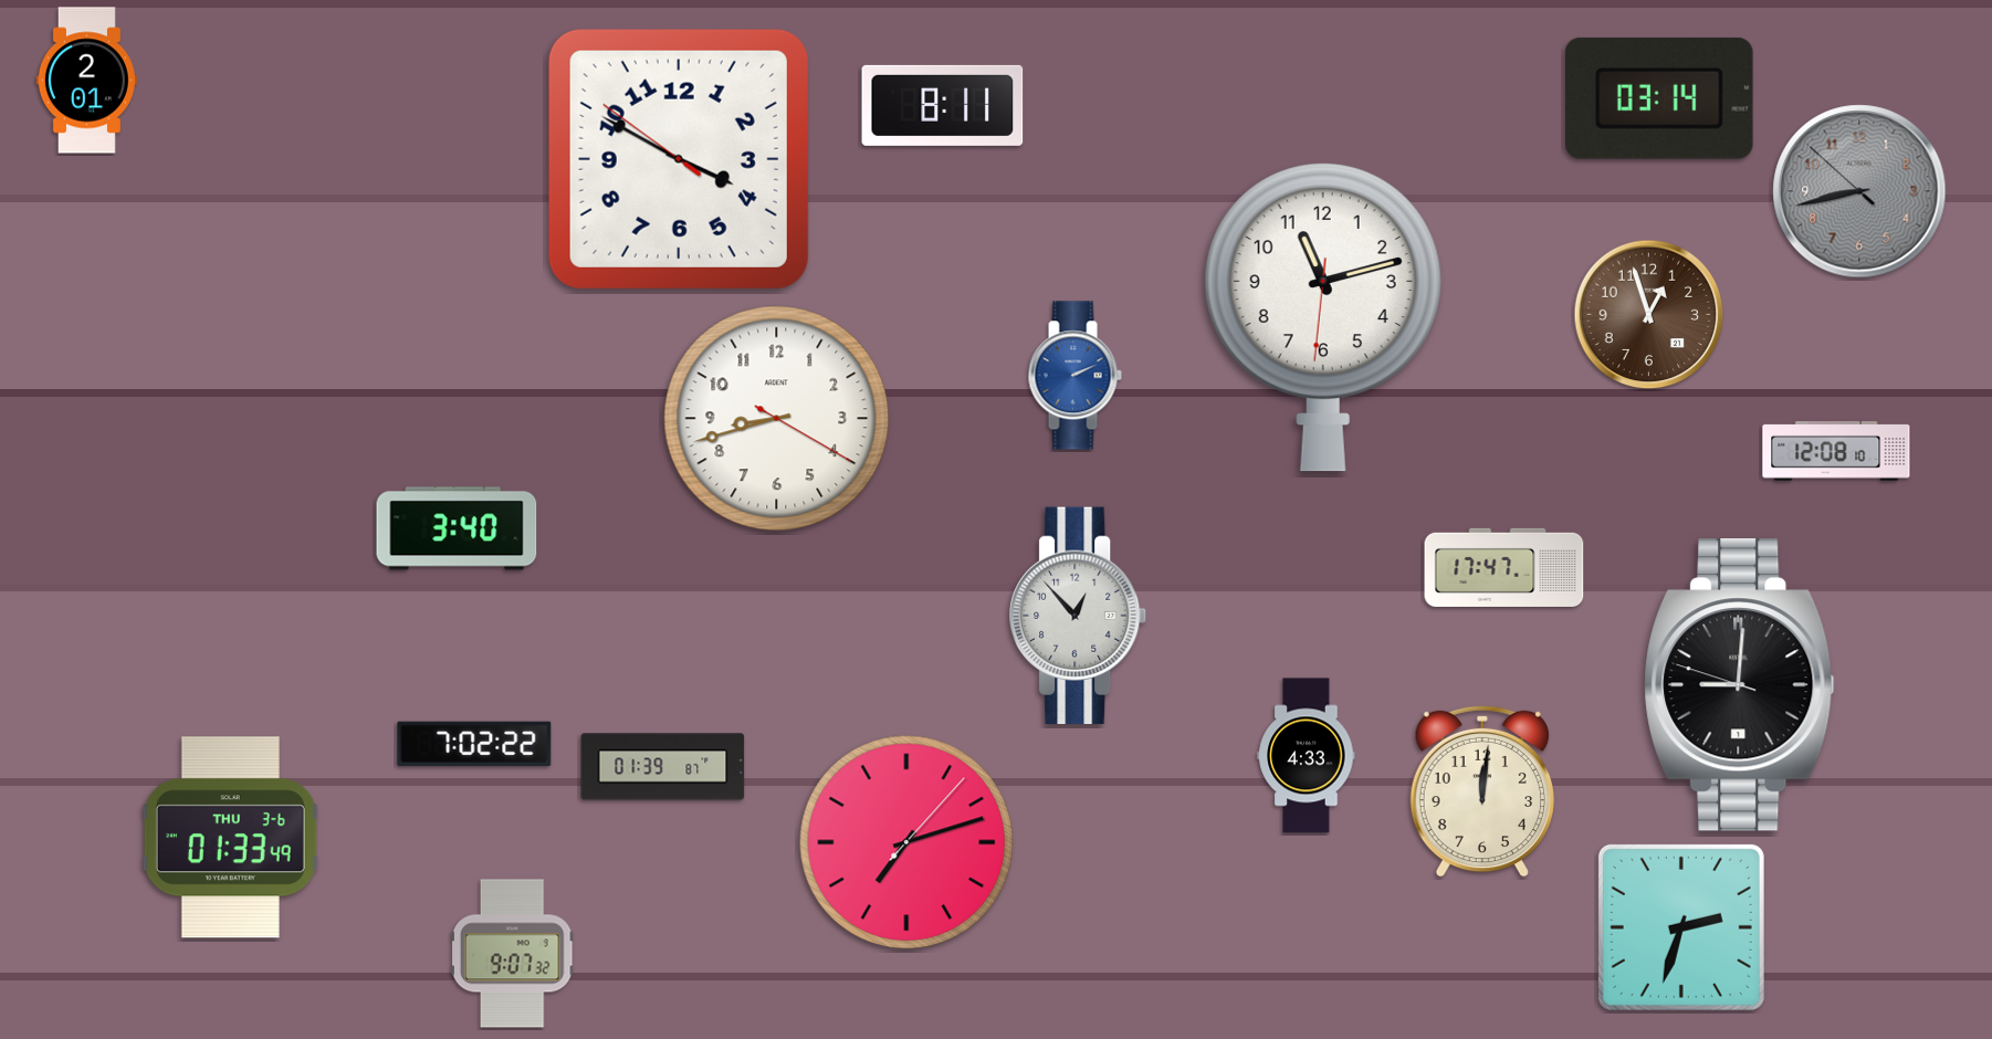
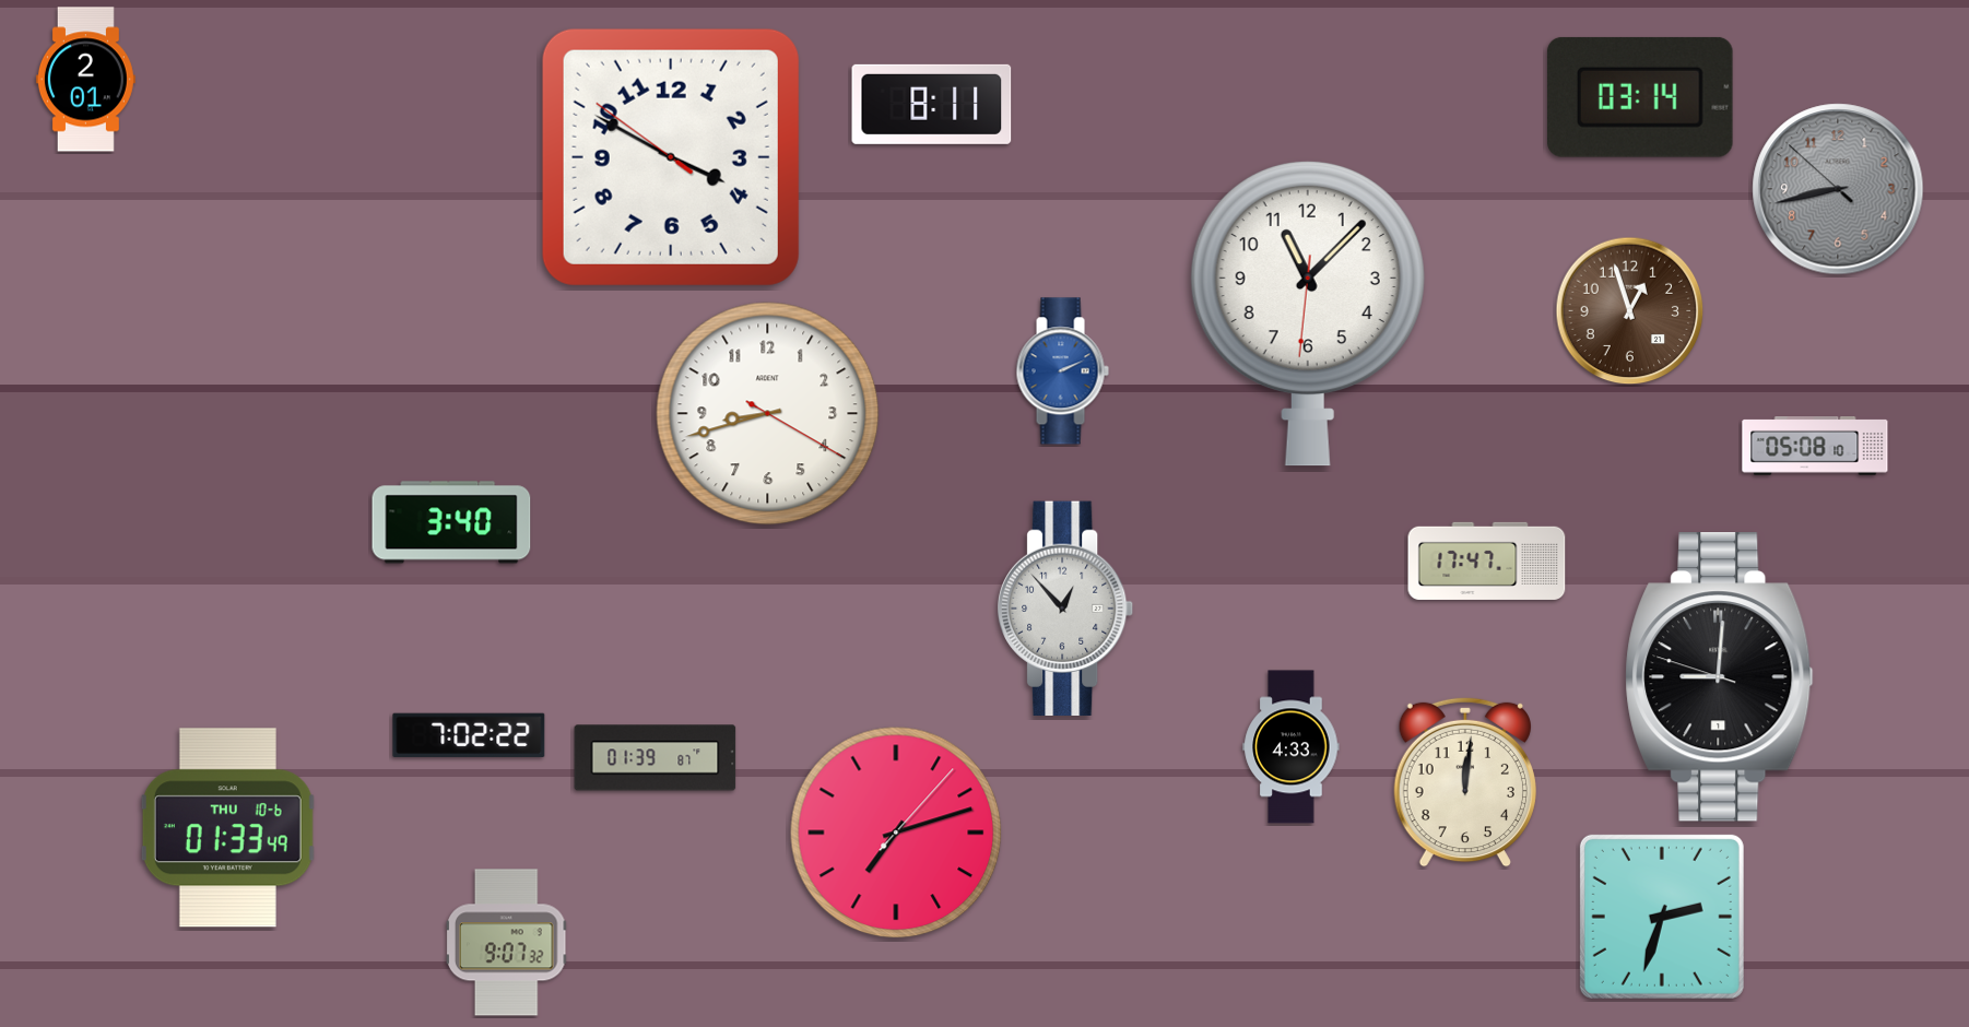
clock at (1323, 317): 11:12 -> 11:07
clock at (1836, 452): 12:08 -> 05:08
clock at (230, 838) date: THU 3-6 -> THU 10-6
